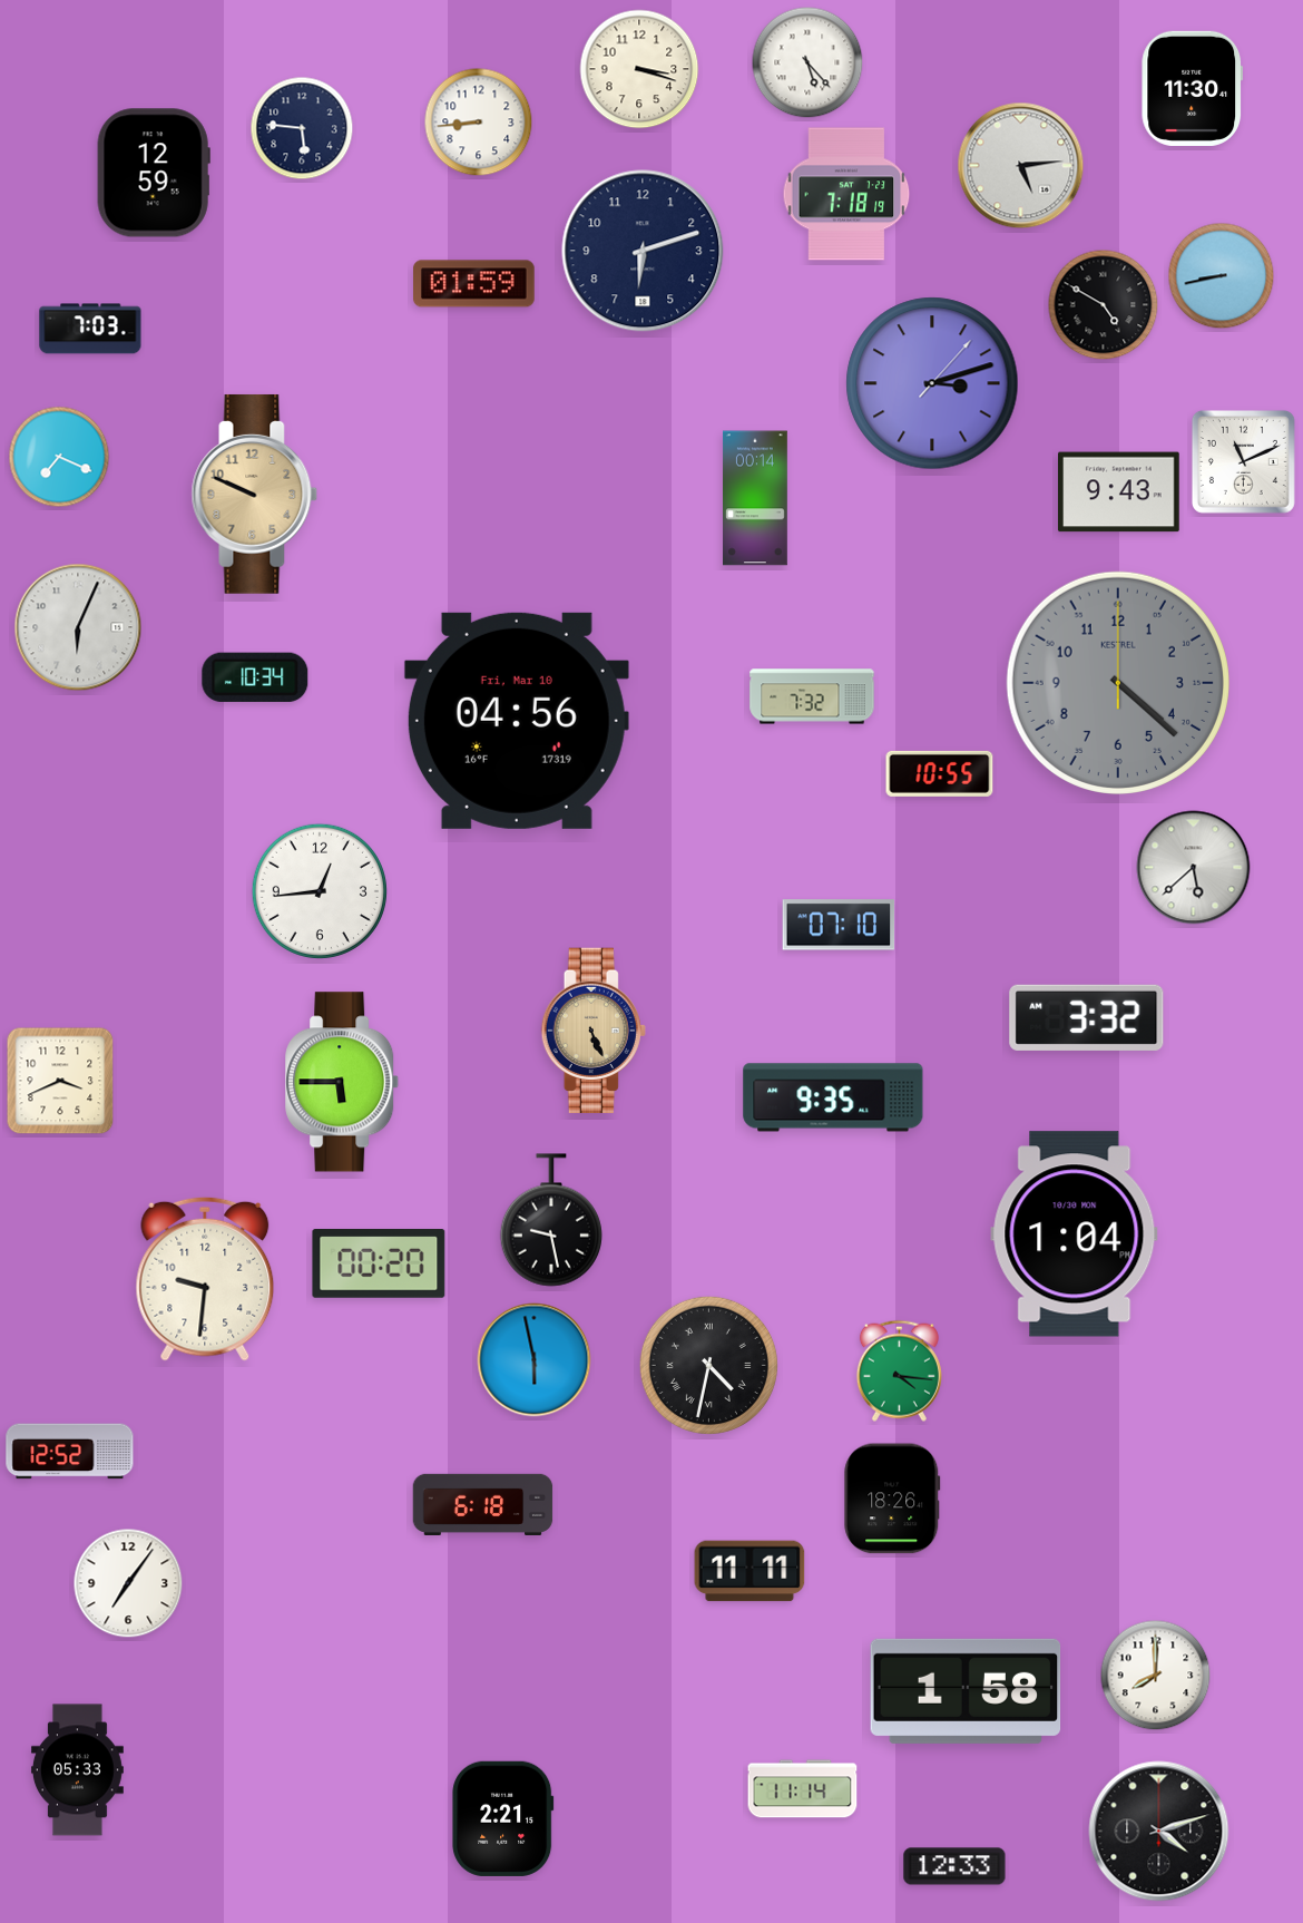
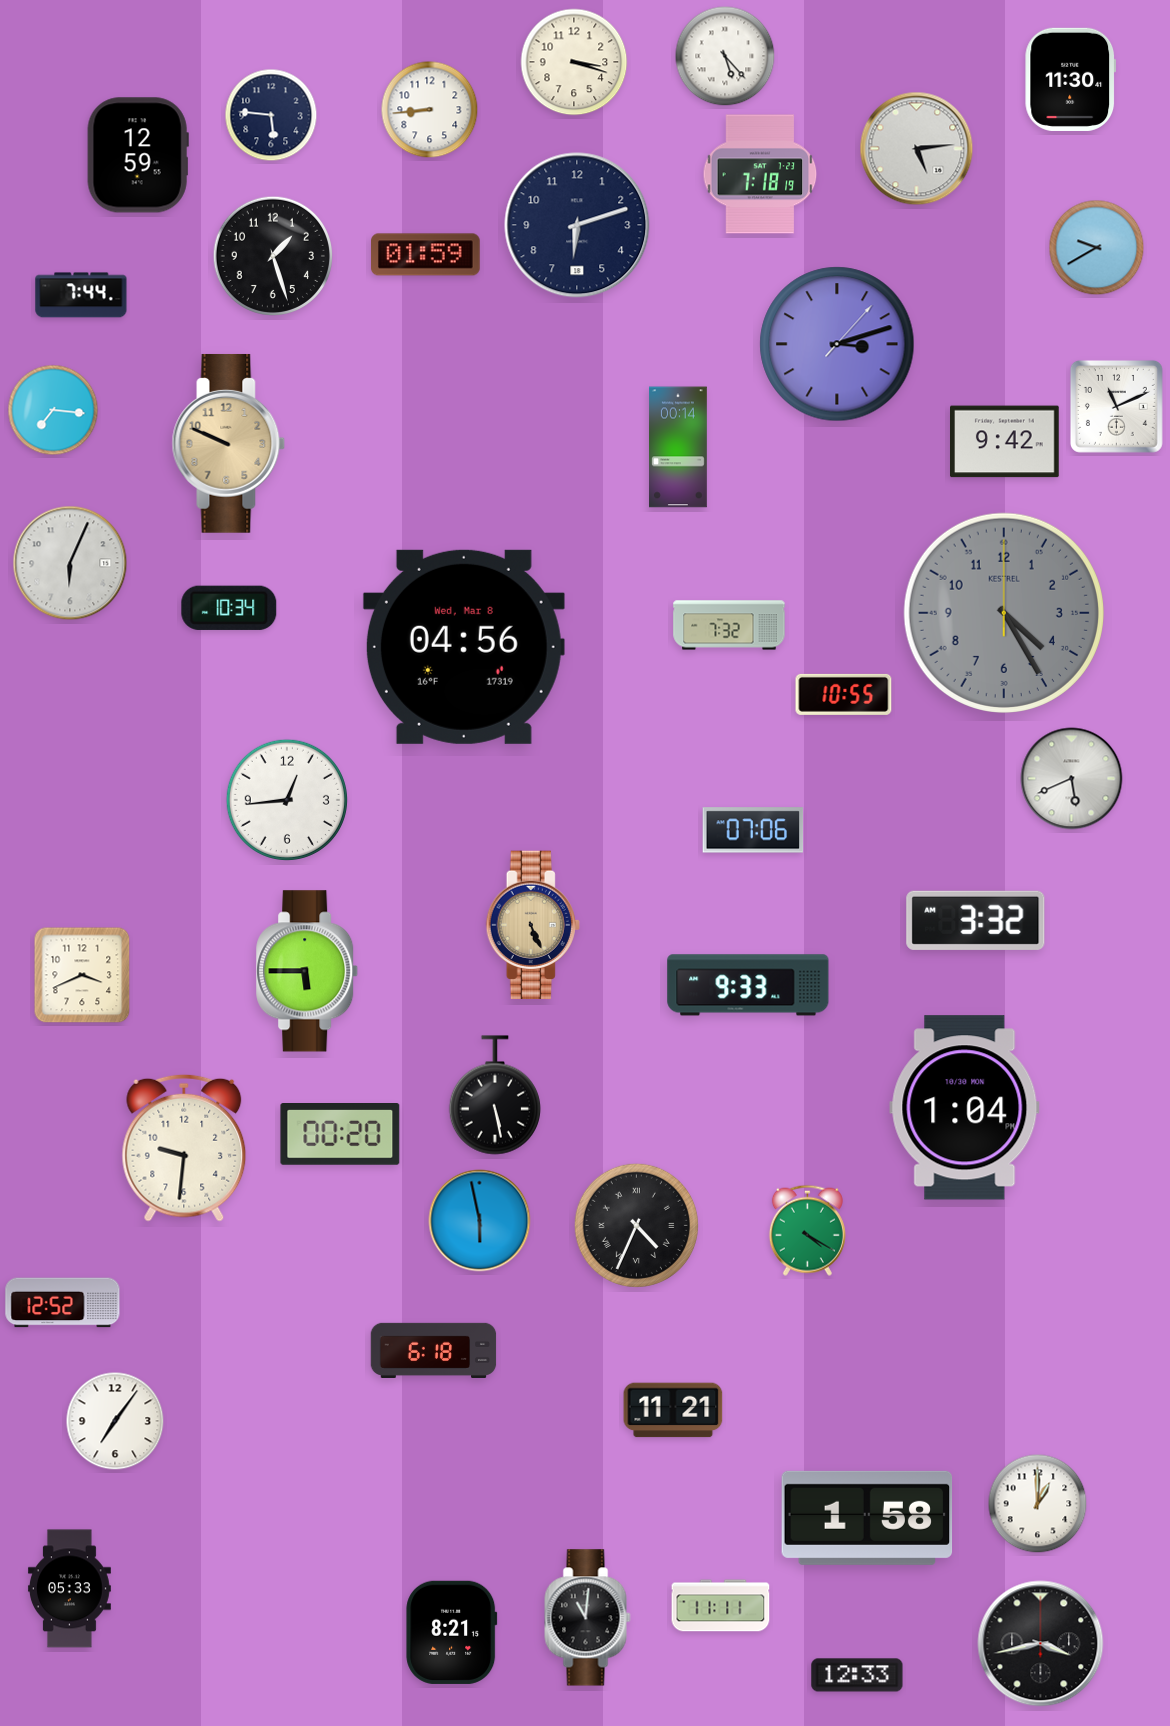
clock at (1222, 276): 8:43 -> 9:40
clock at (272, 255): none -> 1:27
clock at (1104, 305): 4:50 -> none
clock at (90, 329): 7:03 -> 7:44
clock at (59, 457): 7:19 -> 7:16
clock at (1243, 461) position: (1243, 461) -> (1116, 406)
clock at (1119, 492): 9:43 -> 9:42
clock at (1118, 683): 4:22 -> 4:25
clock at (517, 721) date: Fri, Mar 10 -> Wed, Mar 8
clock at (1194, 868): 5:38 -> 5:41
clock at (839, 925): 07:10 -> 07:06
clock at (1087, 1017) position: (1087, 1017) -> (976, 920)
clock at (60, 1081) position: (60, 1081) -> (82, 975)
clock at (833, 1097): 9:35 -> 9:33
clock at (551, 1220): 9:28 -> 5:28
clock at (708, 1365): 4:32 -> 4:34
clock at (899, 1370): 4:16 -> 4:20
clock at (892, 1499): 18:26 -> none
clock at (750, 1571): 11:11 -> 11:21
clock at (1156, 1676): 8:00 -> 1:00
clock at (803, 1789): 11:14 -> 11:11
clock at (588, 1618): none -> 11:01
clock at (503, 1818): 2:21 -> 8:21
clock at (1159, 1832): 4:12 -> 3:43
